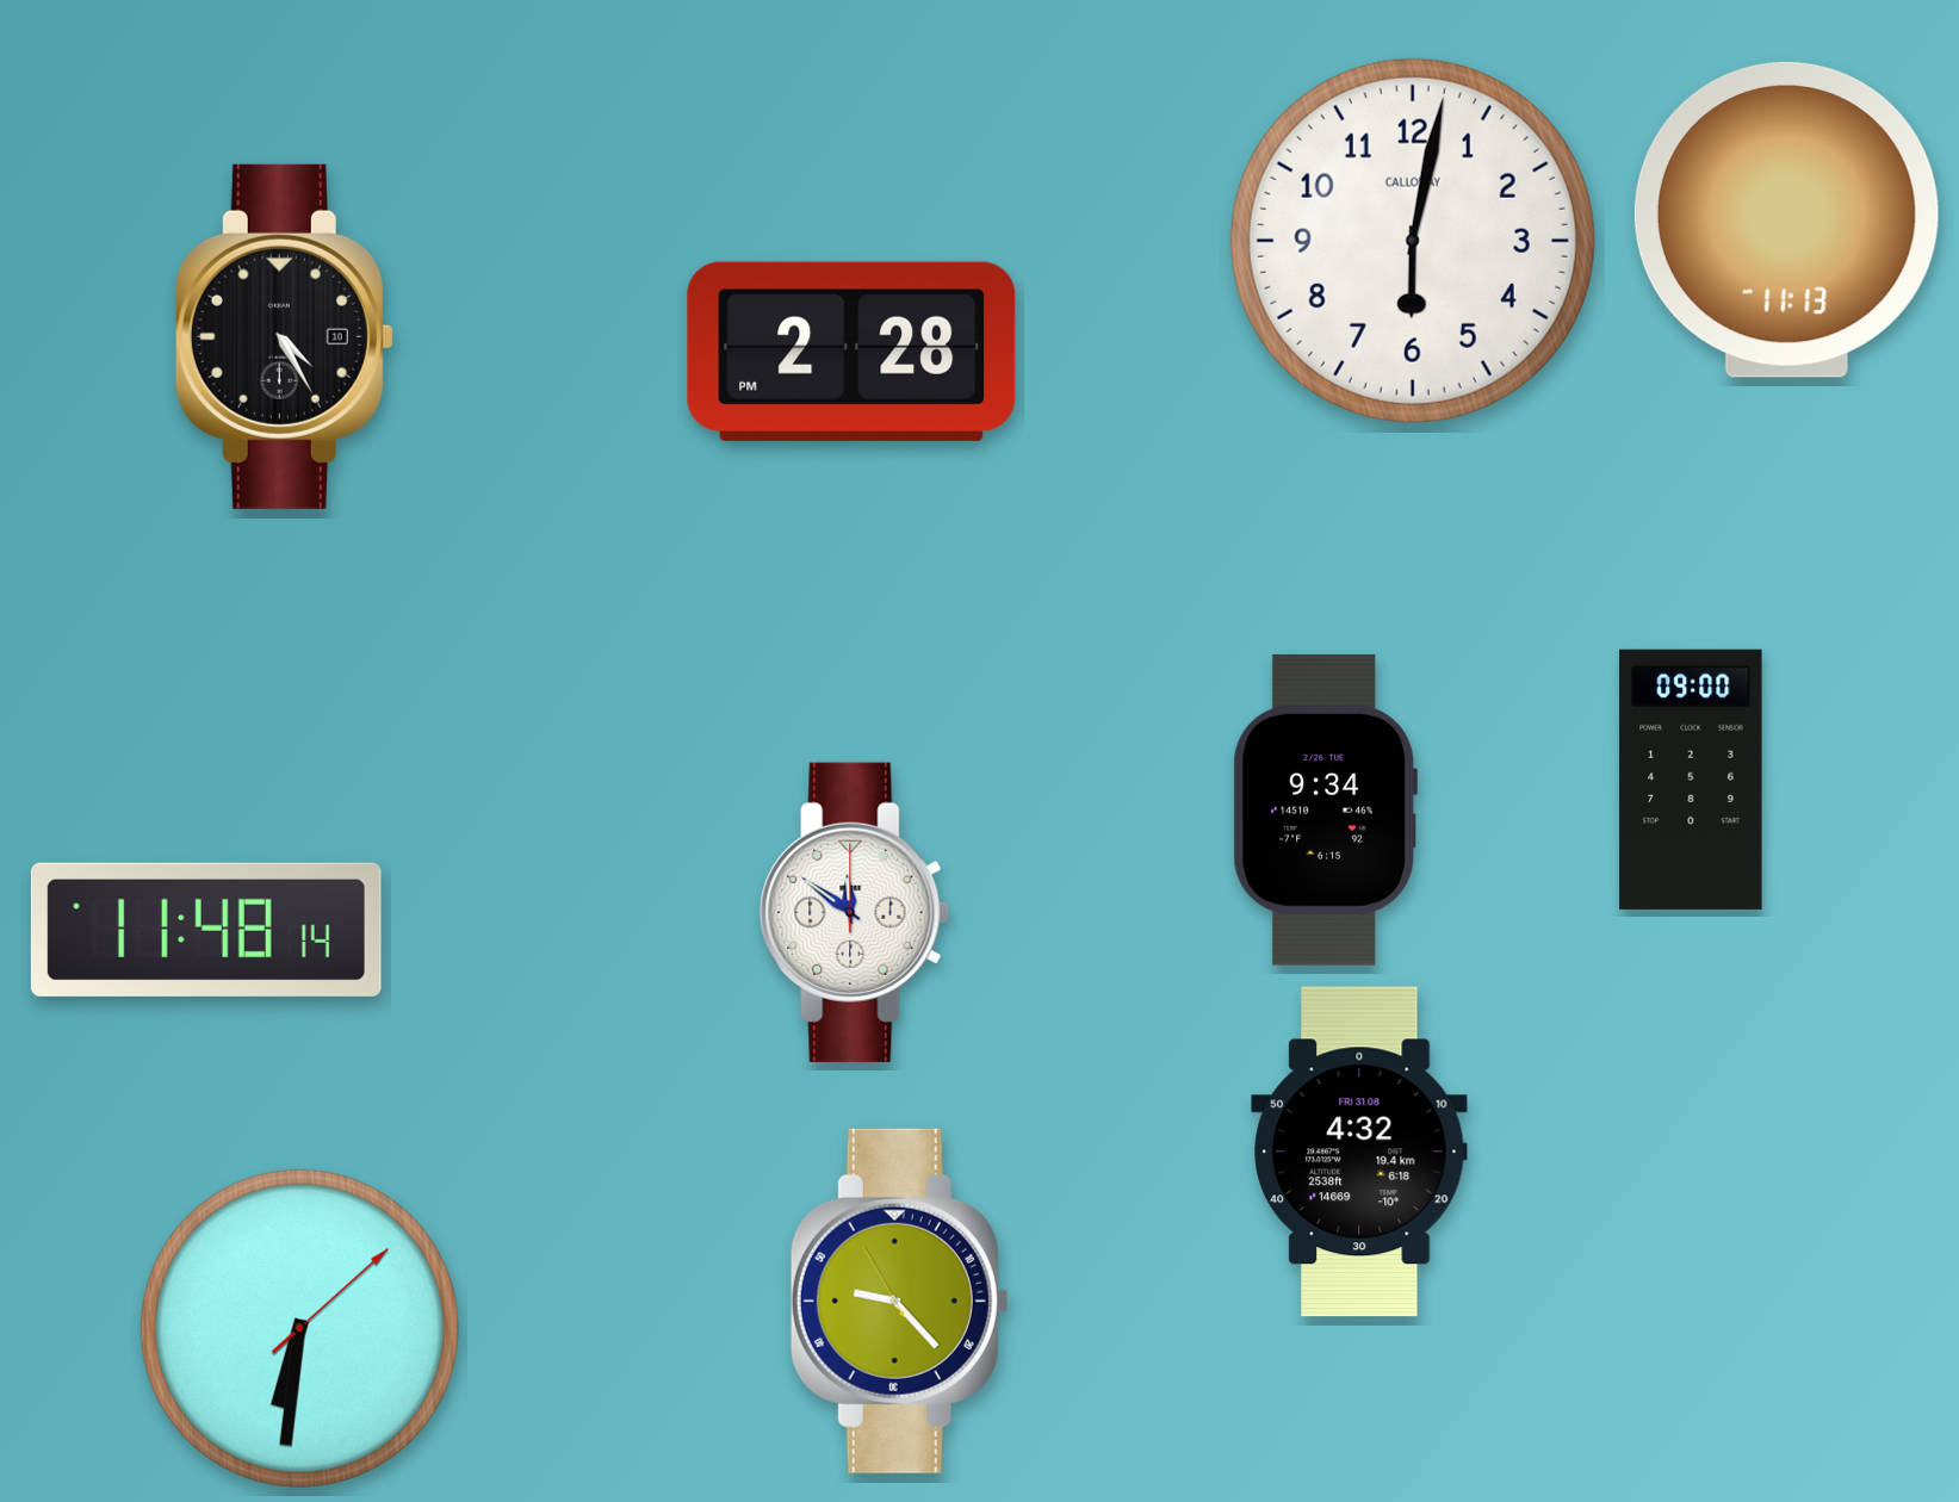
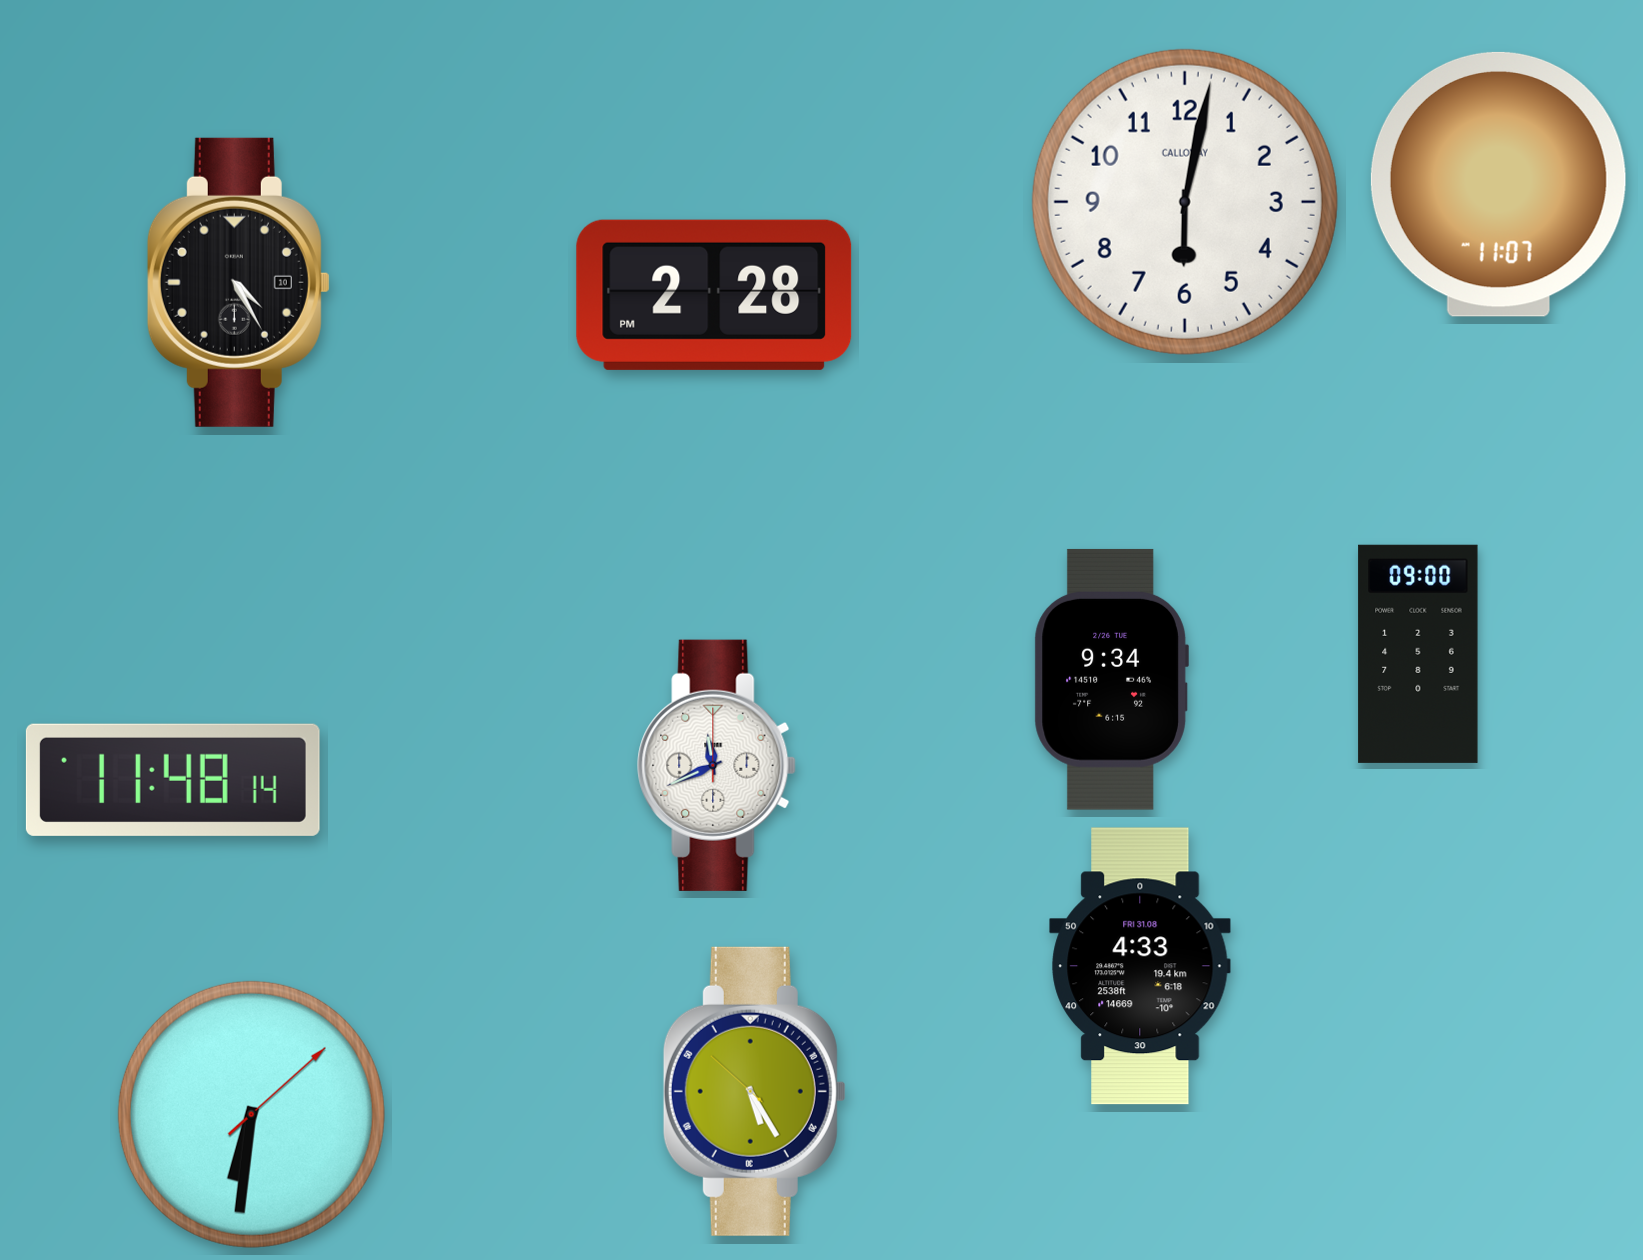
clock at (1786, 219): 11:13 -> 11:07
clock at (855, 912): 11:51 -> 11:41
clock at (1359, 1152): 4:32 -> 4:33
clock at (899, 1301): 9:22 -> 5:24
